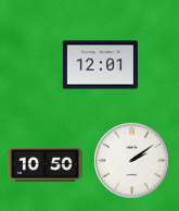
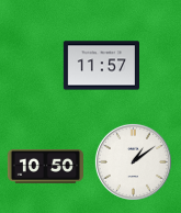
clock at (100, 65): 12:01 -> 11:57
clock at (131, 160): 2:09 -> 1:09
